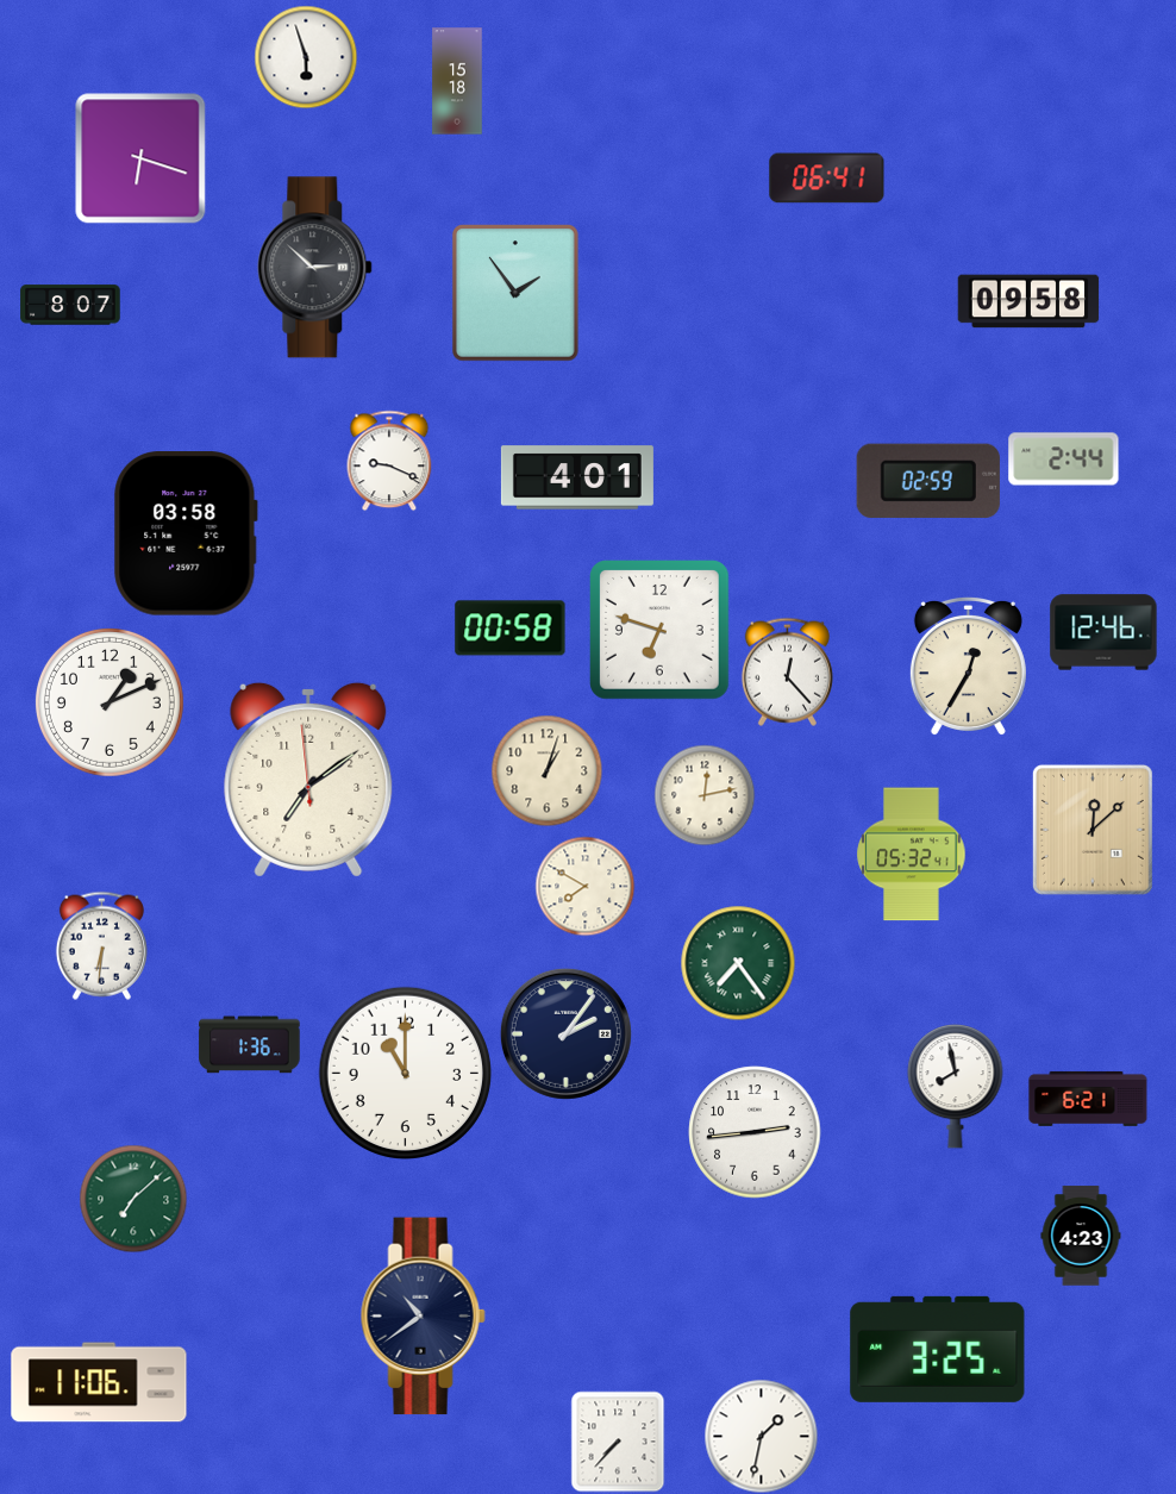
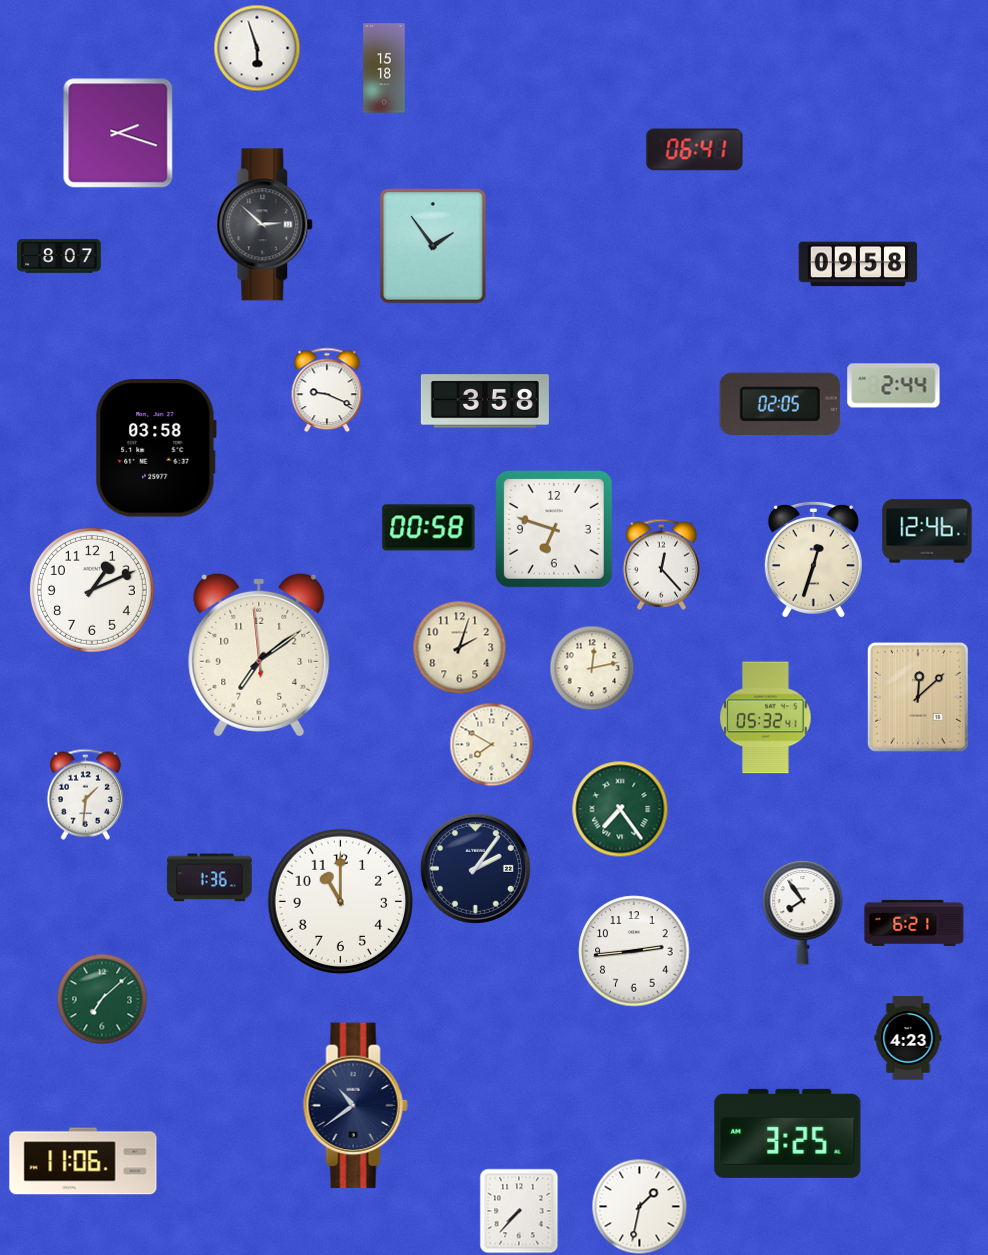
clock at (140, 158): 6:18 -> 2:18
clock at (1028, 301) position: (1028, 301) -> (858, 264)
clock at (389, 461) position: (389, 461) -> (327, 390)
clock at (577, 477): 4:01 -> 3:58
clock at (928, 481): 02:59 -> 02:05
clock at (968, 665): 12:35 -> 12:33
clock at (546, 770): 1:03 -> 2:03
clock at (101, 945): 6:31 -> 1:31
clock at (956, 1087): 7:58 -> 7:54
clock at (133, 1199) position: (133, 1199) -> (102, 999)
